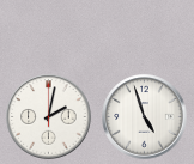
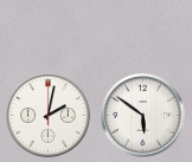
clock at (145, 117): 4:57 -> 5:51
